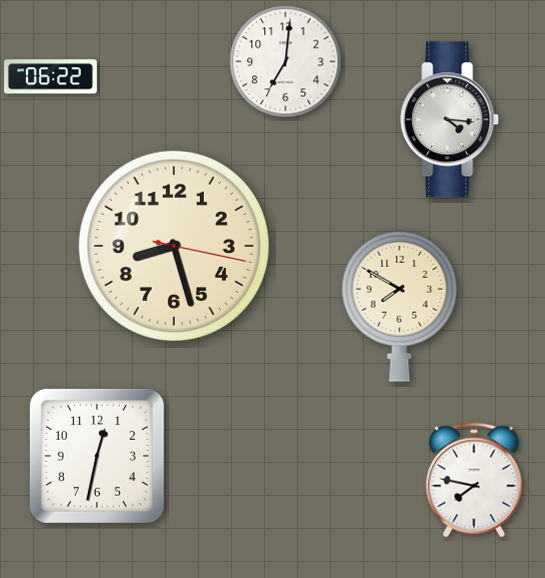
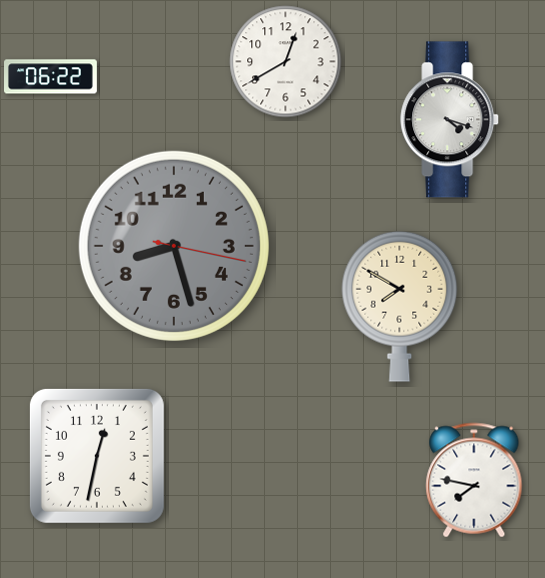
clock at (286, 62): 7:01 -> 12:40
clock at (450, 120): 4:16 -> 4:18
clock at (174, 246) dial: cream -> grey
